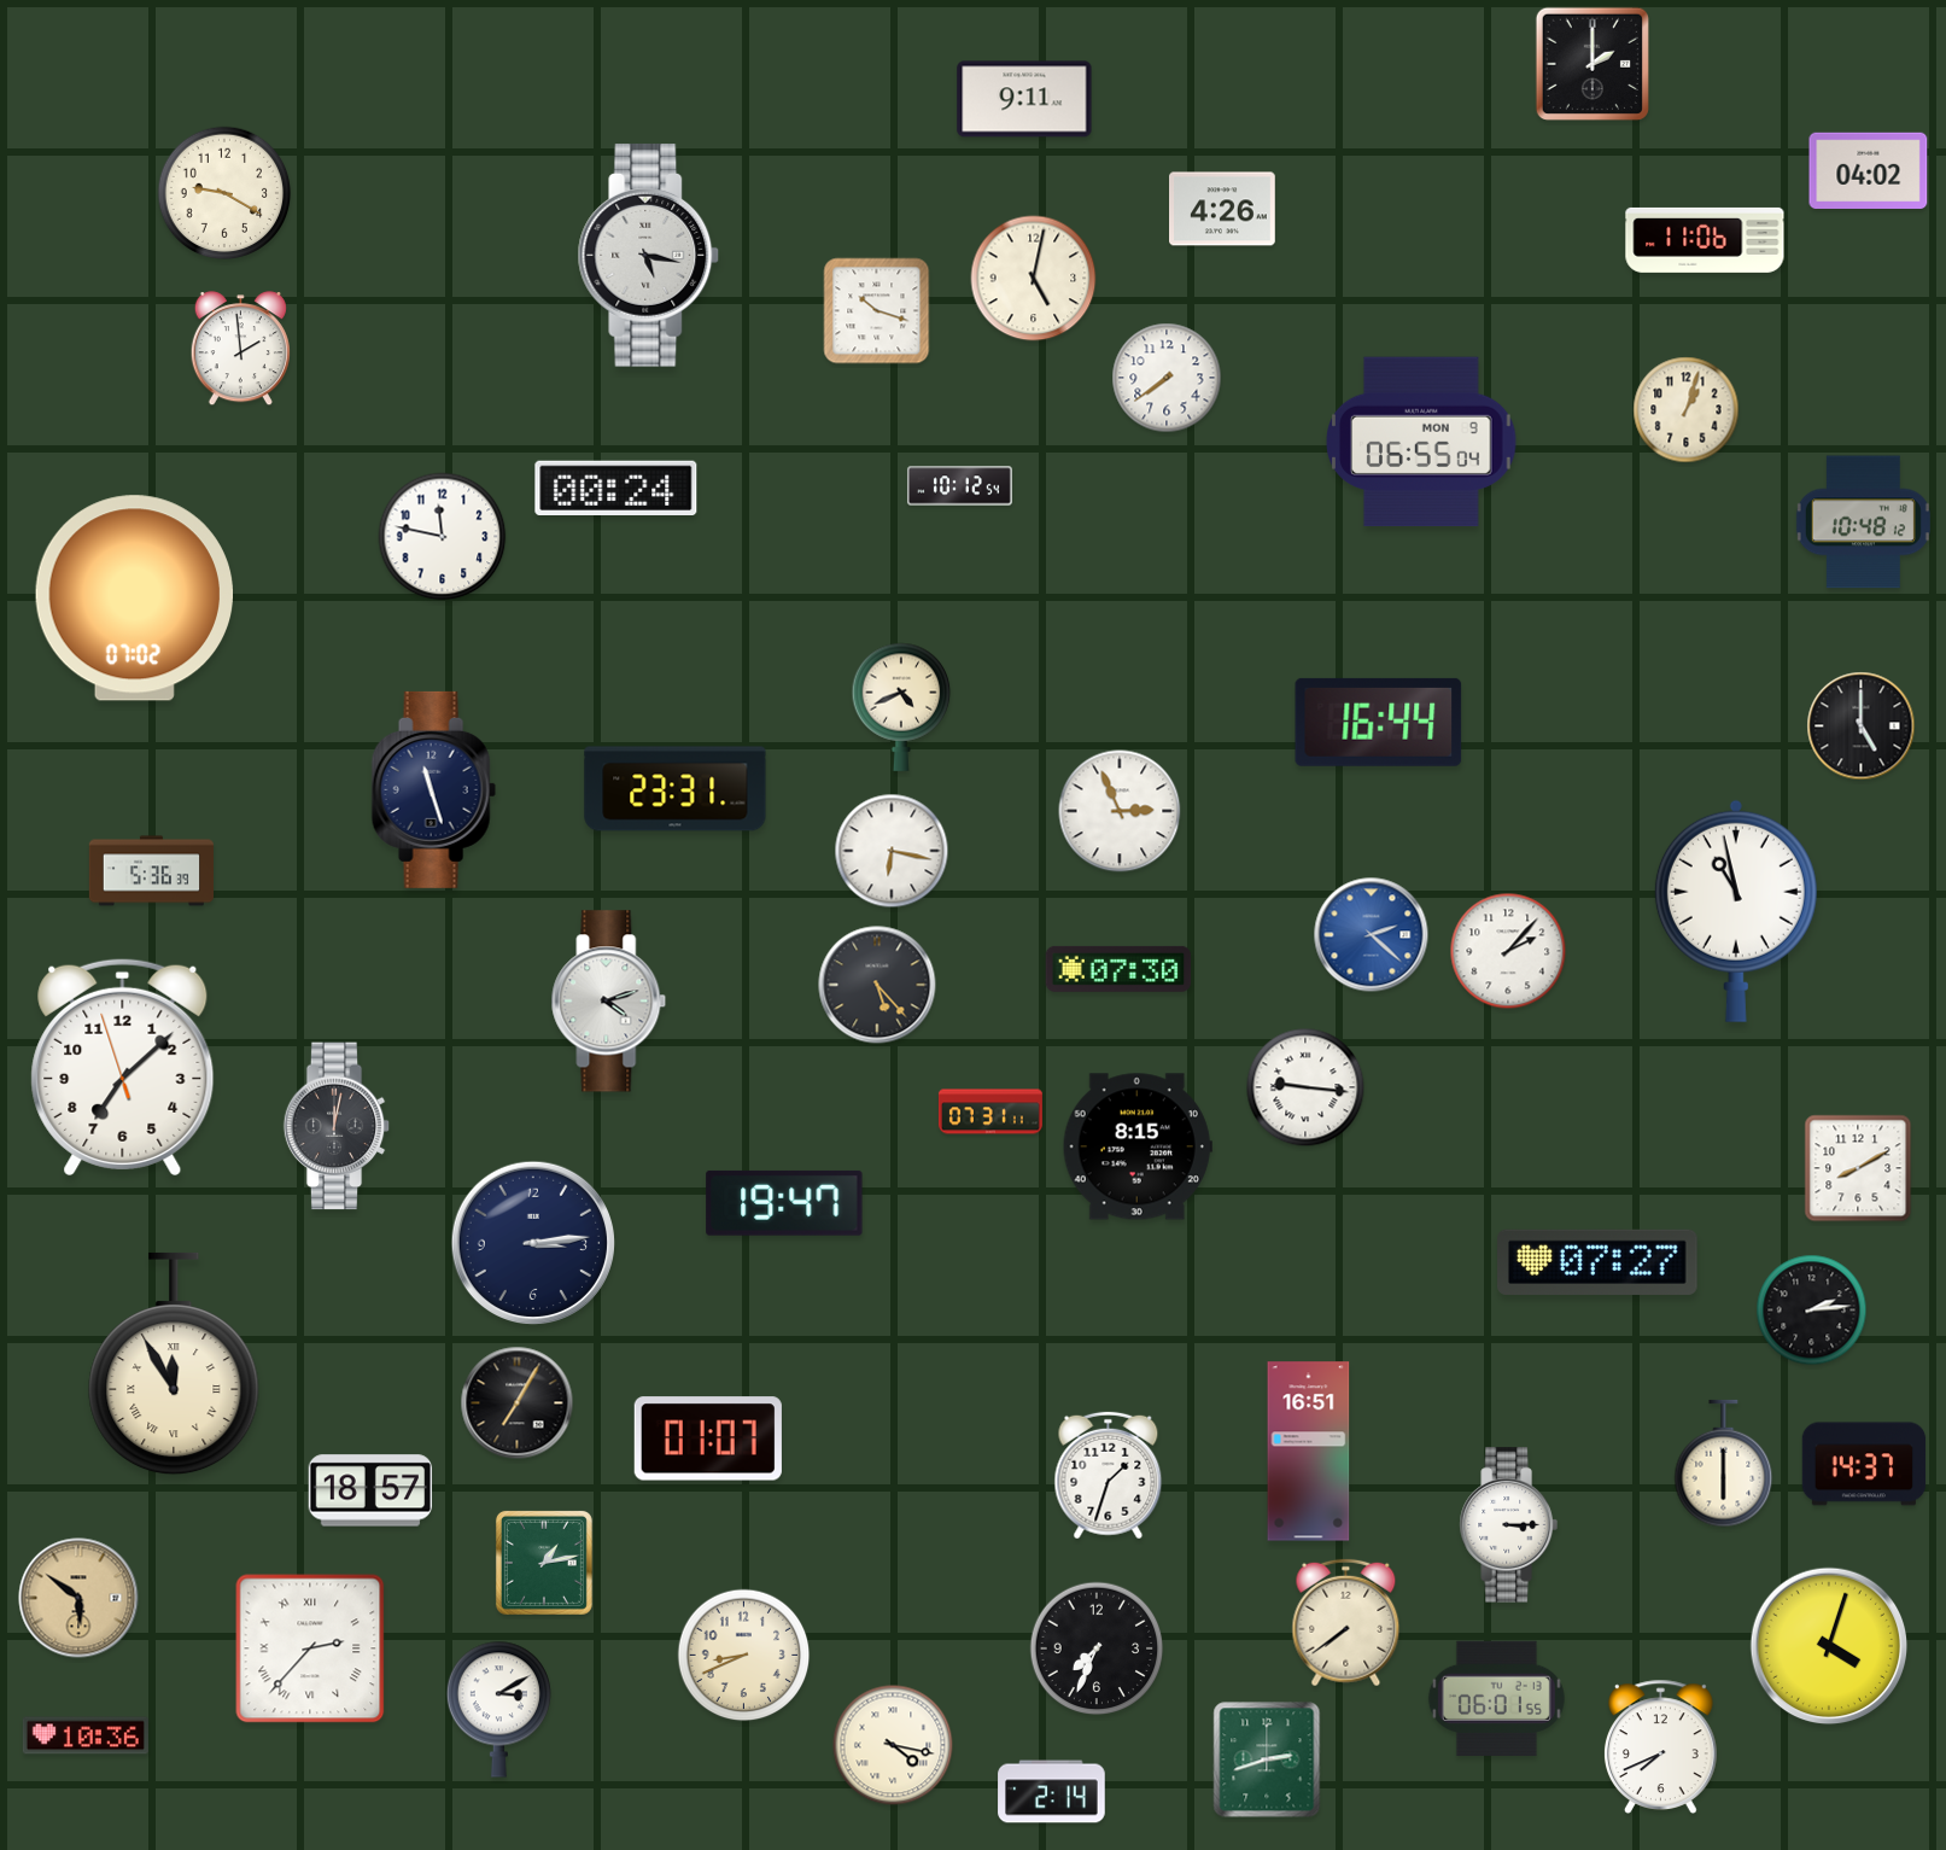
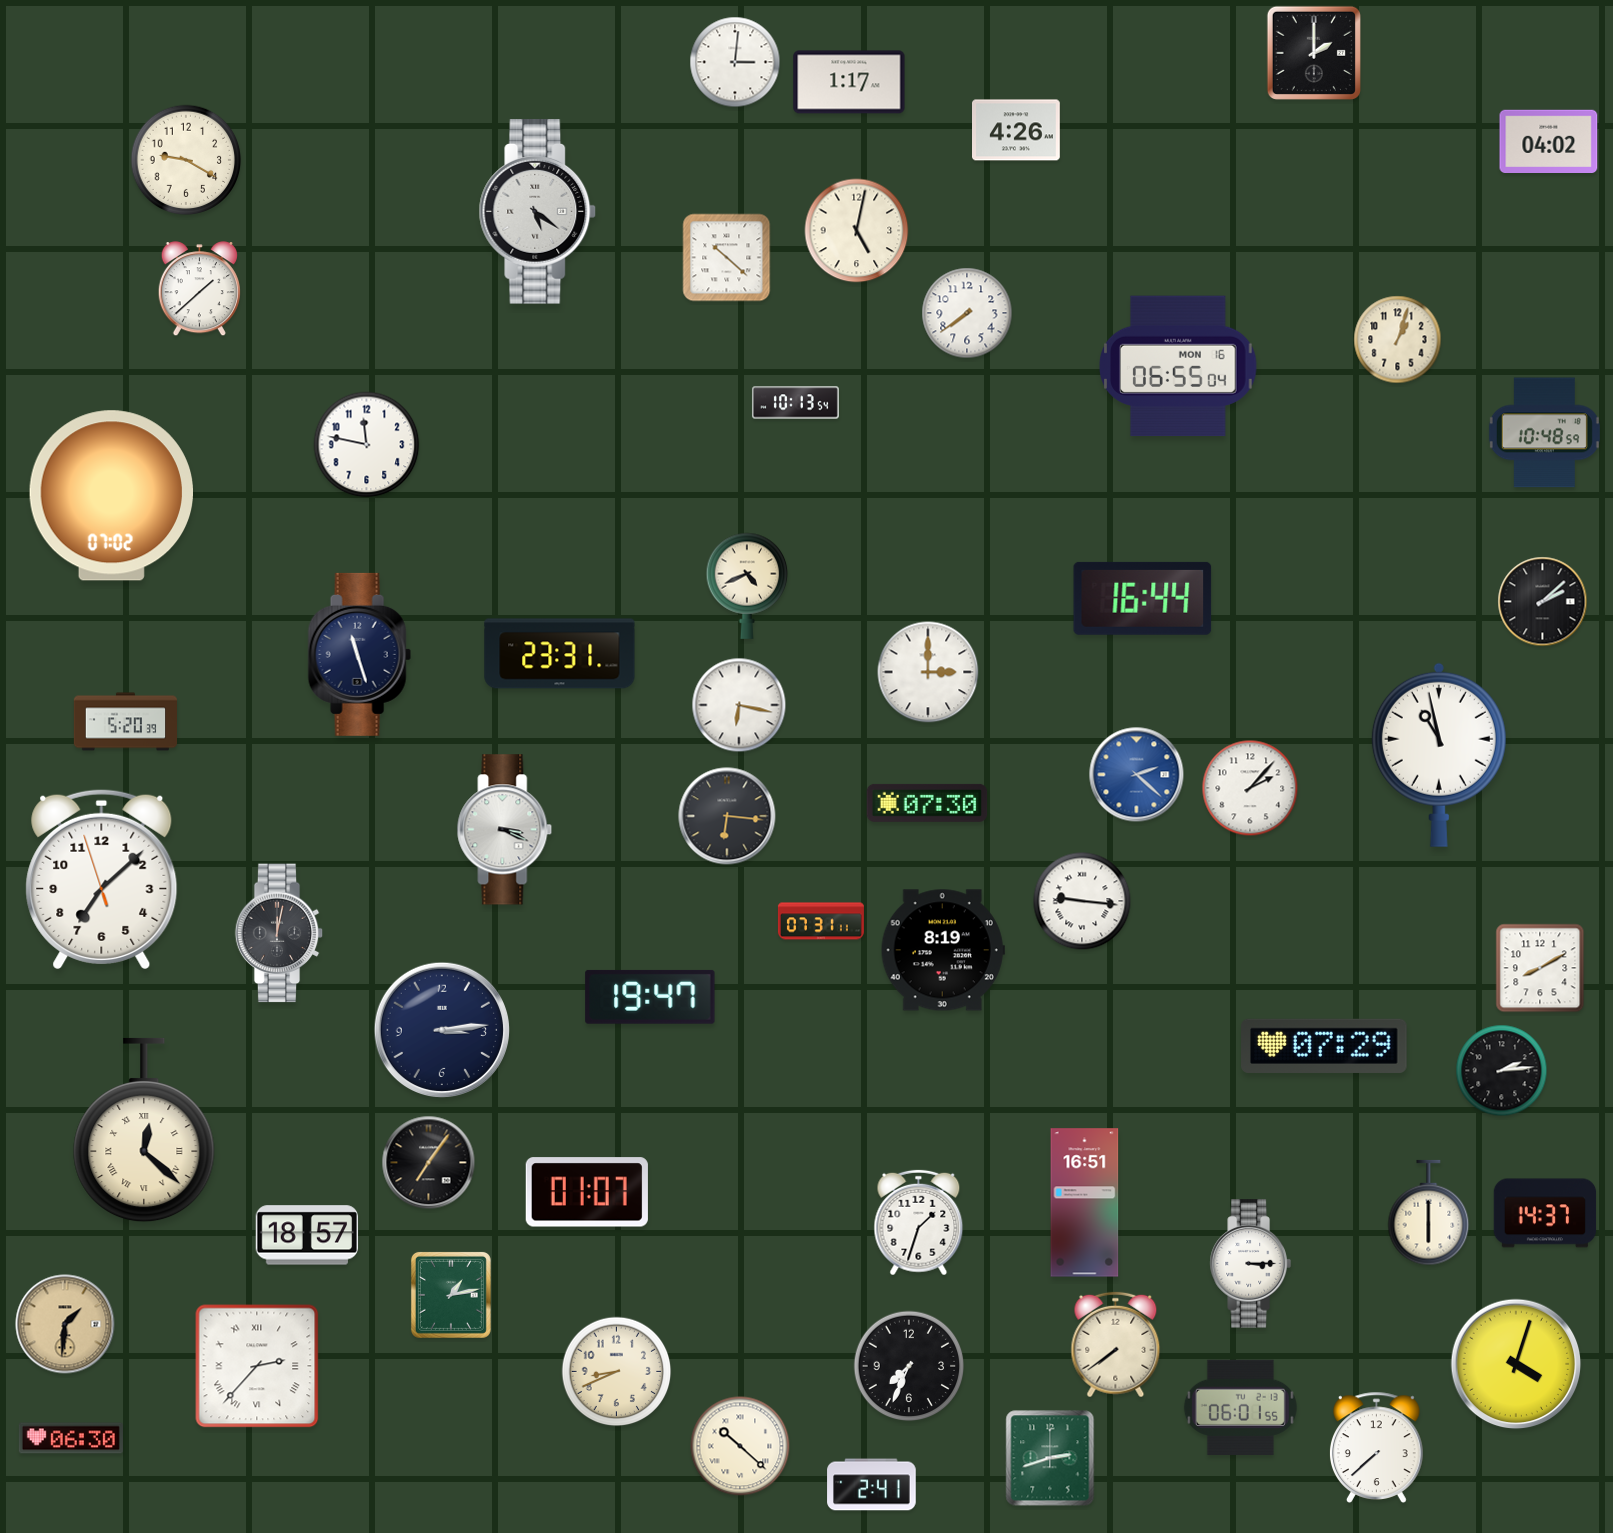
clock at (1593, 64) position: (1593, 64) -> (1314, 53)
clock at (735, 62): none -> 3:01
clock at (1024, 99): 9:11 -> 1:17
clock at (1223, 209) position: (1223, 209) -> (1017, 130)
clock at (1705, 240): 11:06 -> none
clock at (649, 256): 5:17 -> 5:21
clock at (877, 311): 10:18 -> 10:22
clock at (240, 349): 1:59 -> 1:38
clock at (1421, 442) date: MON 9 -> MON 16
clock at (959, 486): 10:12 -> 10:13
clock at (616, 488): 00:24 -> none
clock at (1863, 523): 10:48:12 -> 10:48:59
clock at (1862, 726): 5:00 -> 2:08
clock at (1120, 811): 2:56 -> 3:00
clock at (151, 871): 5:36 -> 5:20
clock at (877, 985): 5:23 -> 6:16
clock at (609, 1002): 4:12 -> 3:19
clock at (123, 1067) position: (123, 1067) -> (102, 879)
clock at (1138, 1146): 8:15 -> 8:19
clock at (1597, 1262): 07:27 -> 07:29
clock at (1812, 1311) position: (1812, 1311) -> (1502, 1071)
clock at (174, 1364): 11:55 -> 12:22
clock at (518, 1403): 7:05 -> 7:06
clock at (78, 1598): 5:51 -> 1:31
clock at (498, 1709): 3:10 -> none
clock at (86, 1735): 10:36 -> 06:30
clock at (893, 1745): 4:17 -> 10:22
clock at (1661, 1746): 7:41 -> 7:38
clock at (1052, 1792): 2:14 -> 2:41
